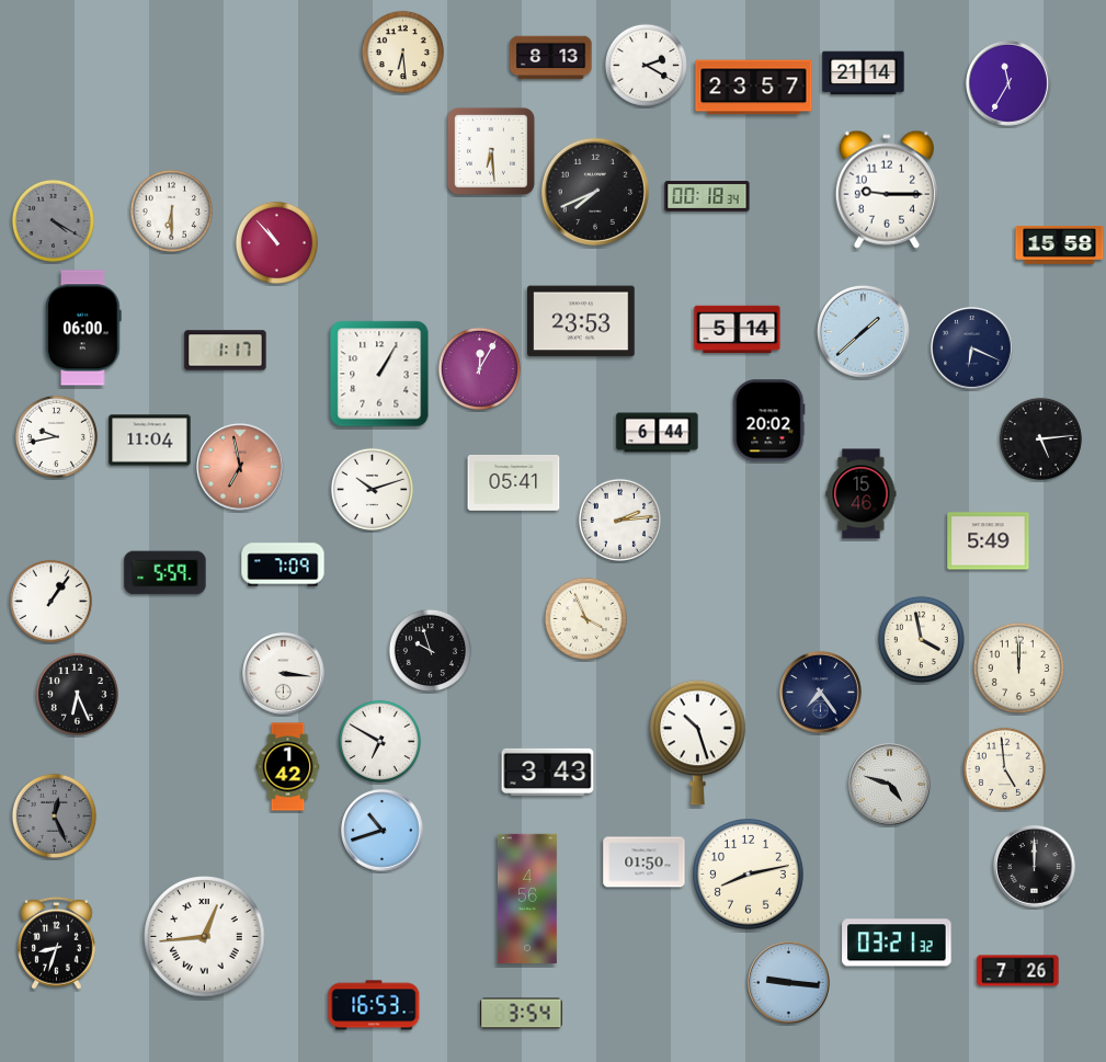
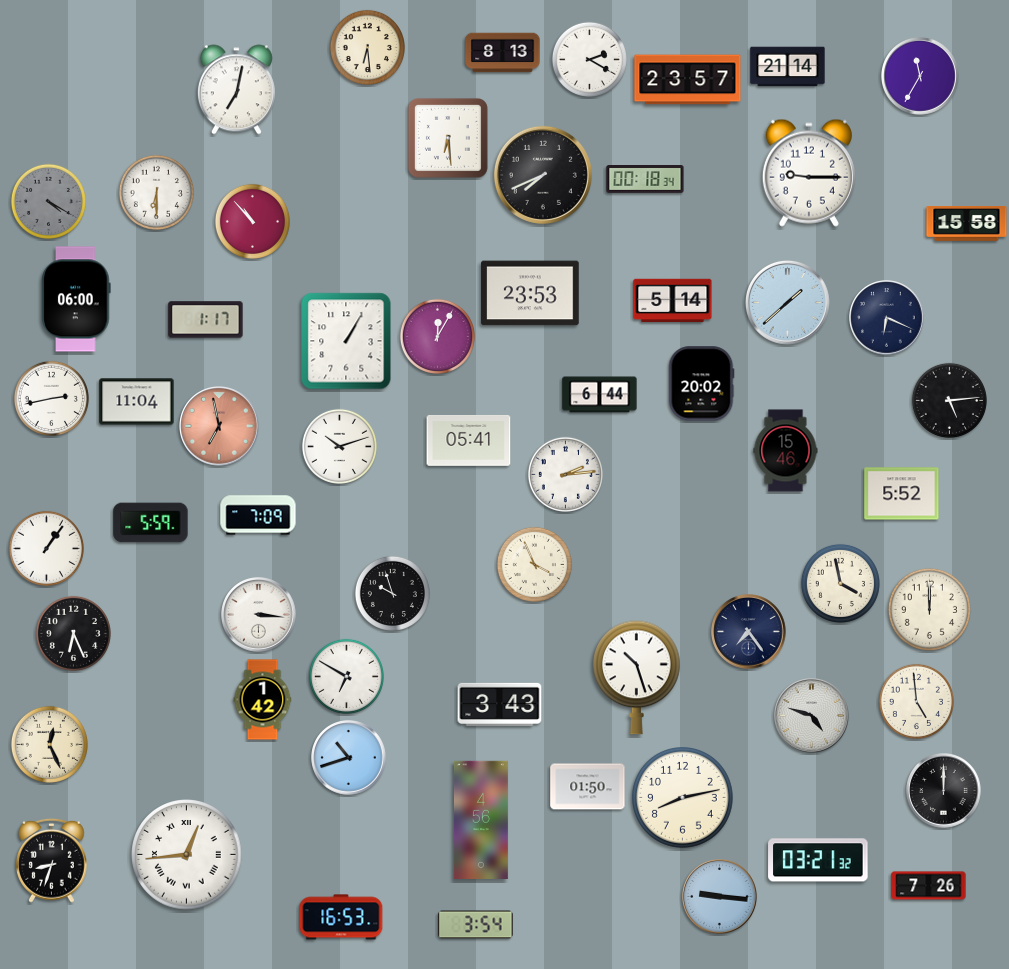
clock at (236, 90): none -> 7:02
clock at (56, 436): 9:43 -> 2:43
clock at (989, 541): 5:49 -> 5:52
clock at (77, 694) position: (77, 694) -> (73, 633)
clock at (54, 815) dial: grey -> cream
